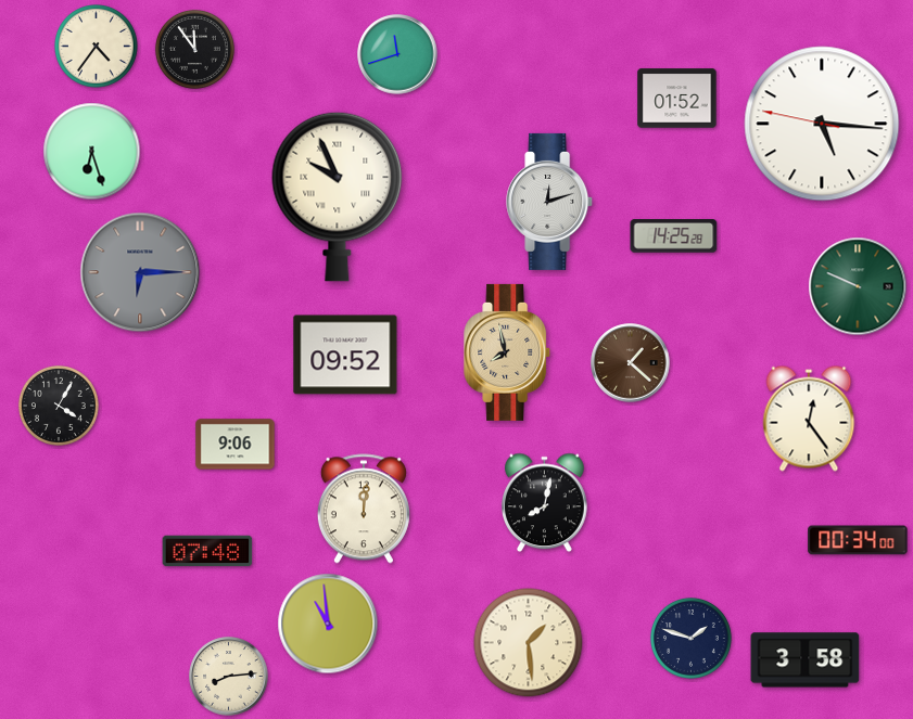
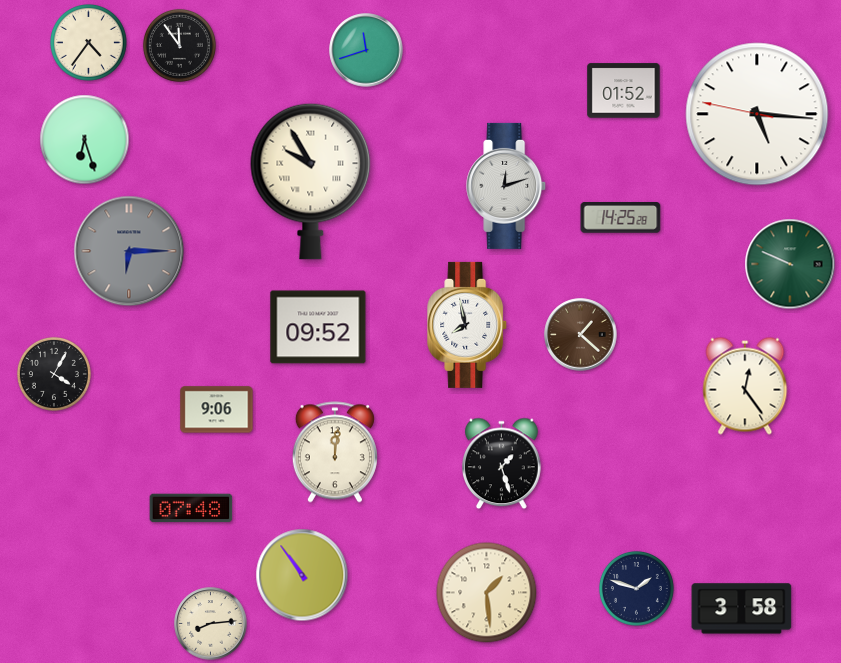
clock at (338, 196): 9:56 -> 9:55
clock at (508, 352) dial: champagne -> white
clock at (545, 503): 8:02 -> 1:27
clock at (364, 509) position: (364, 509) -> (335, 452)
clock at (858, 540): 00:34 -> none
clock at (328, 624): 10:59 -> 10:54
